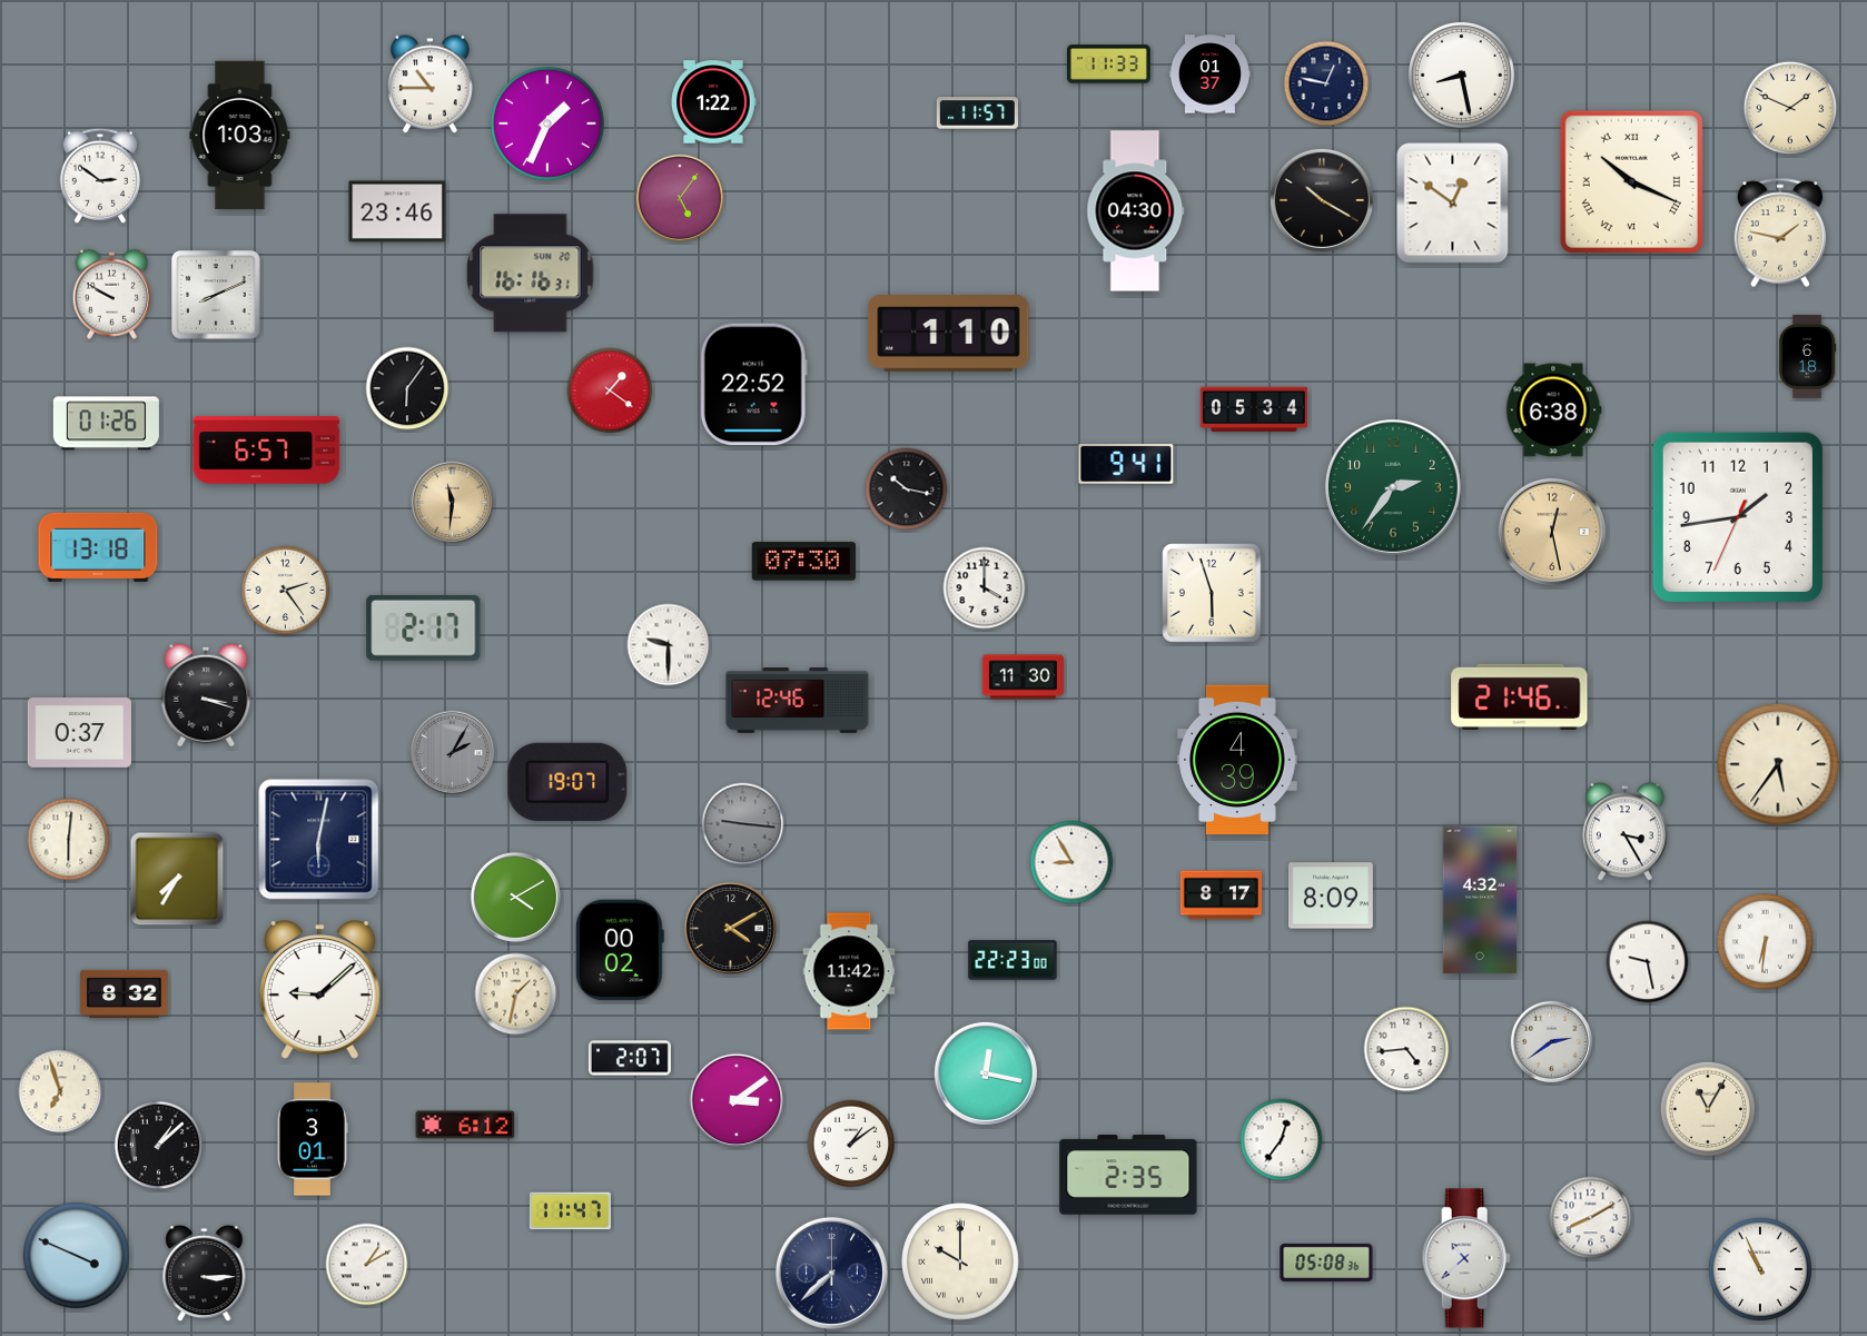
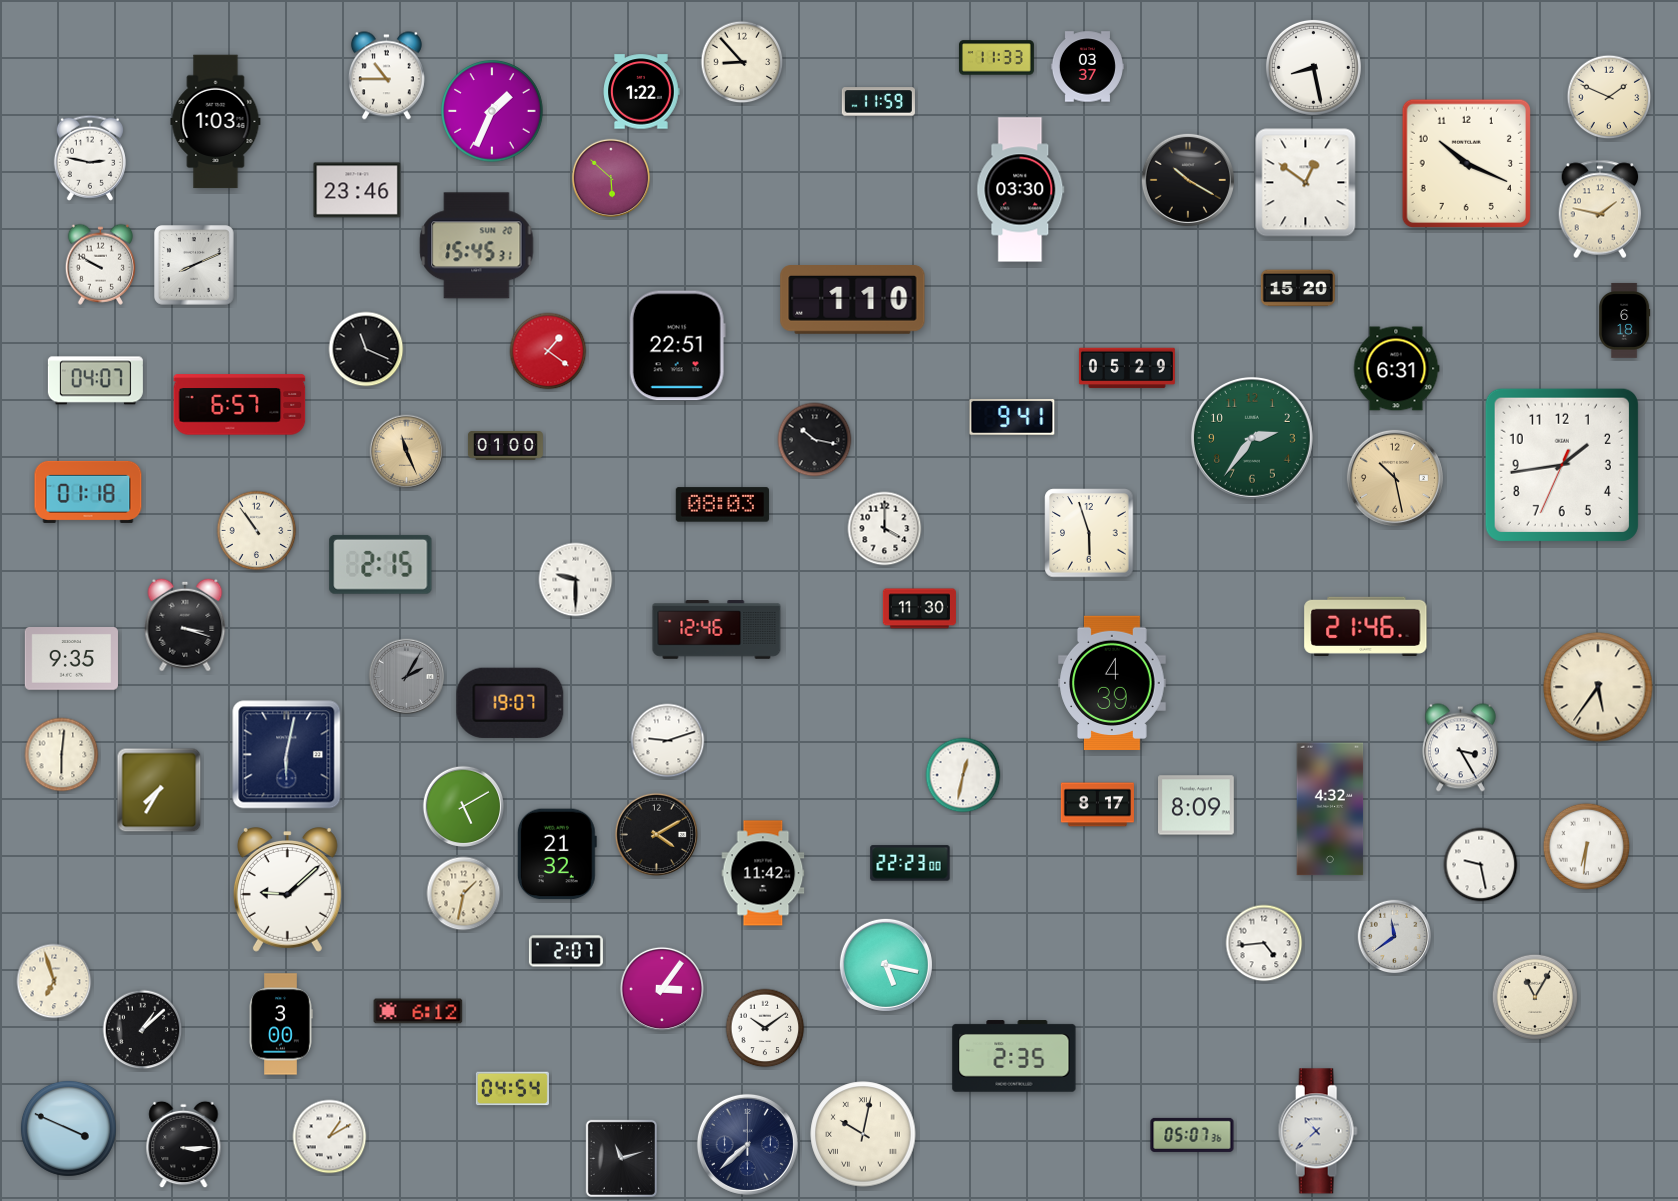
clock at (742, 62): none -> 8:53
clock at (1209, 75): 01:37 -> 03:37
clock at (1326, 83): 12:47 -> none
clock at (977, 113): 11:57 -> 11:59
clock at (100, 176): 2:51 -> 2:47
clock at (1631, 181) numerals: Roman -> Arabic
clock at (680, 198): 5:06 -> 5:52
clock at (1136, 211): 04:30 -> 03:30
clock at (531, 274): 16:16 -> 15:45
clock at (1298, 288): none -> 15:20
clock at (753, 385): 22:52 -> 22:51
clock at (407, 388): 6:06 -> 11:19
clock at (1254, 409): 05:34 -> 05:29
clock at (1553, 410): 6:38 -> 6:31
clock at (106, 424): 01:26 -> 04:07
clock at (505, 446): none -> 01:00
clock at (453, 503): 11:31 -> 11:26
clock at (1552, 532): 12:28 -> 10:28
clock at (98, 547): 13:18 -> 01:18
clock at (803, 562): 07:30 -> 08:03
clock at (286, 591): 2:24 -> 10:54
clock at (424, 627): 2:17 -> 2:15
clock at (669, 645) position: (669, 645) -> (576, 580)
clock at (79, 733): 0:37 -> 9:35
clock at (743, 824): 9:16 -> 9:12
clock at (743, 824) dial: grey -> white
clock at (1071, 862): 8:55 -> 12:32
clock at (515, 897): 4:10 -> 5:10
clock at (620, 950): 00:02 -> 21:32
clock at (125, 993): 8:32 -> none
clock at (1552, 1042): 2:39 -> 11:39
clock at (986, 1073): 12:17 -> 5:17
clock at (735, 1099): 3:09 -> 3:06
clock at (313, 1139): 3:01 -> 3:00
clock at (1282, 1140): 12:36 -> none
clock at (851, 1144): 1:09 -> 10:09
clock at (570, 1211): 11:47 -> 04:54
clock at (1591, 1218): 8:10 -> none
clock at (960, 1261): 10:00 -> 10:02
clock at (1326, 1263): 05:08 -> 05:07
clock at (1760, 1269): 10:56 -> none
clock at (621, 1158): none -> 11:12
